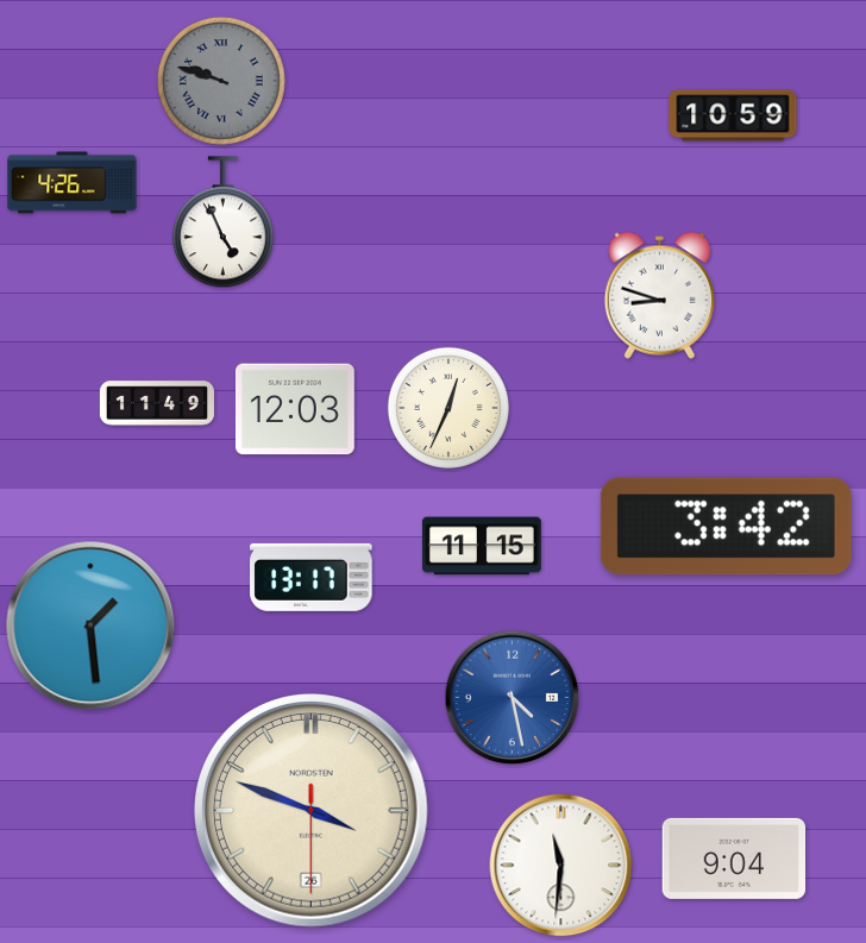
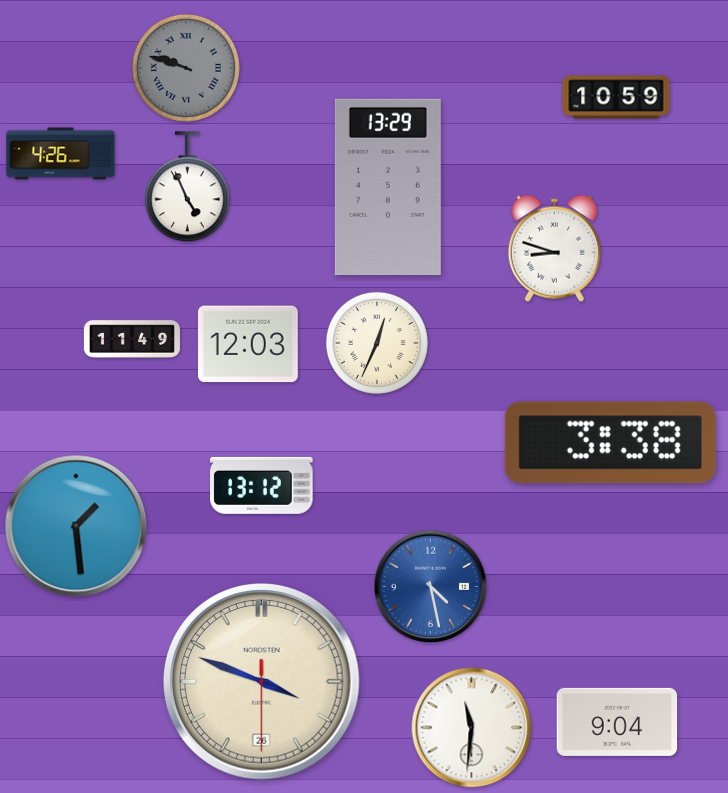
clock at (388, 187): none -> 13:29
clock at (726, 527): 3:42 -> 3:38
clock at (482, 546): 11:15 -> none
clock at (312, 577): 13:17 -> 13:12
